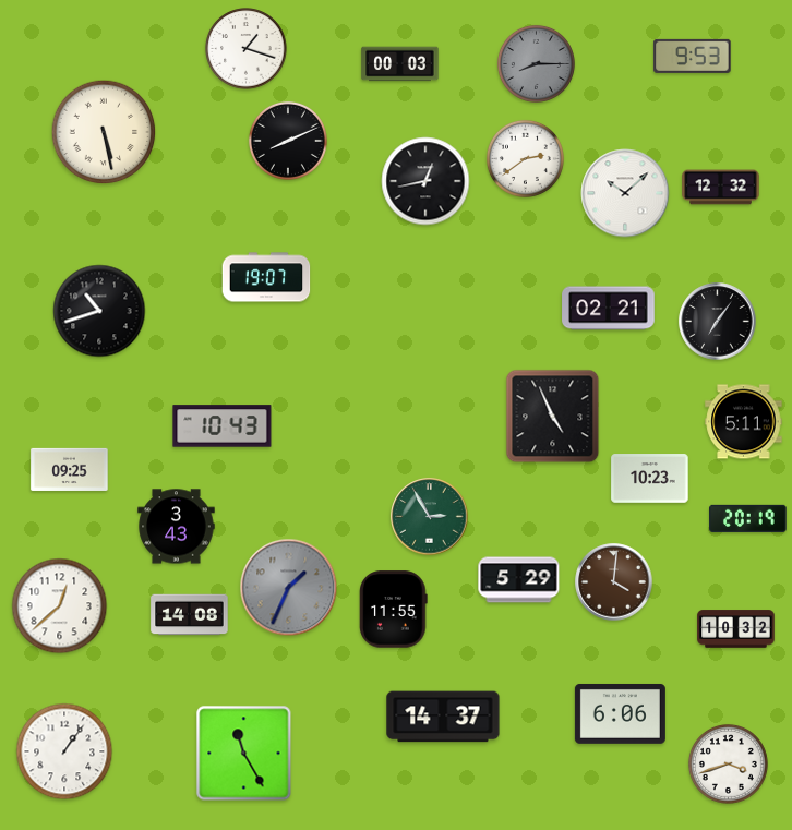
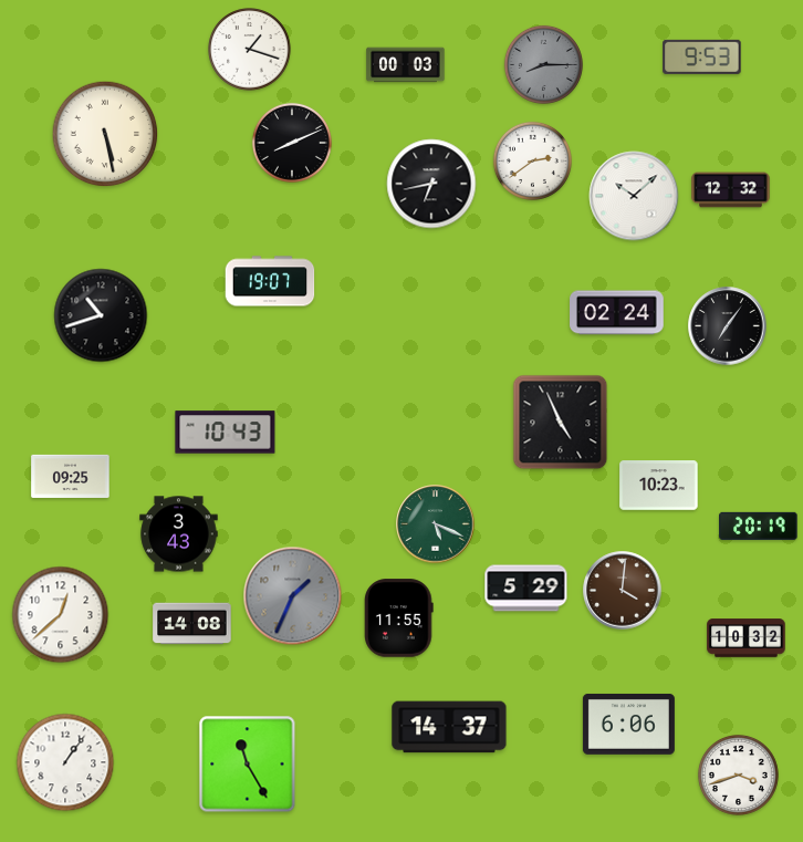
clock at (425, 181): 12:43 -> 6:43
clock at (609, 309): 02:21 -> 02:24
clock at (744, 422): 5:11 -> none
clock at (430, 517): 2:55 -> 5:19
